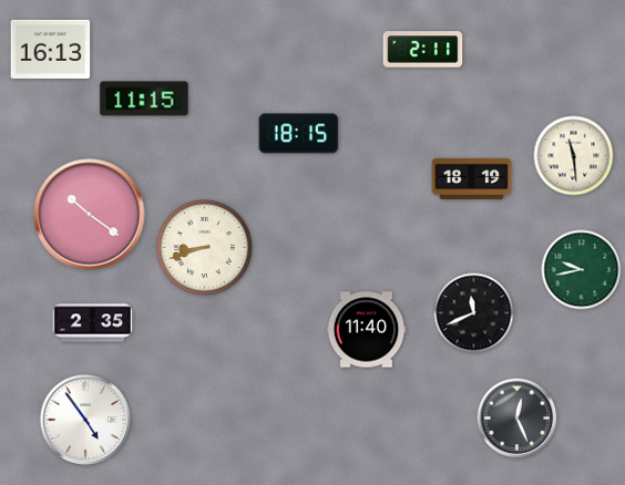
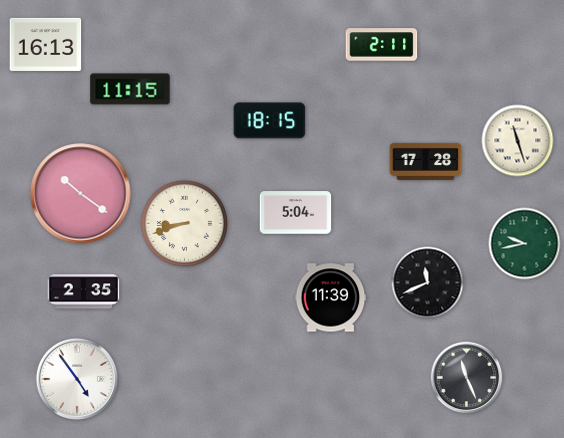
clock at (574, 156): 11:29 -> 11:27
clock at (472, 178): 18:19 -> 17:28
clock at (296, 213): none -> 5:04
clock at (367, 330): 11:40 -> 11:39
clock at (518, 419): 12:26 -> 11:26
